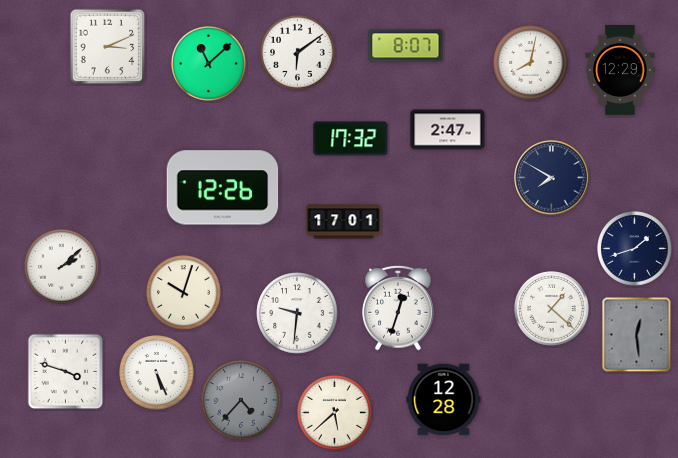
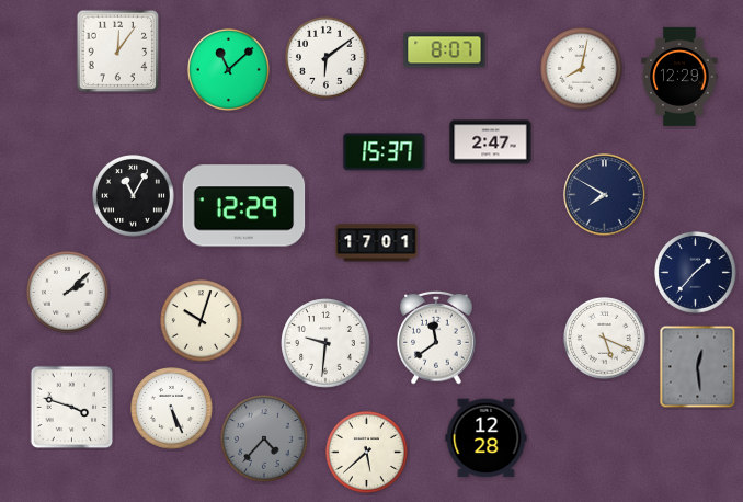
clock at (108, 47): 3:11 -> 12:06
clock at (351, 139): 17:32 -> 15:37
clock at (134, 196): none -> 11:05
clock at (223, 188): 12:26 -> 12:29
clock at (635, 249): 1:42 -> 1:37
clock at (398, 308): 12:33 -> 11:39
clock at (552, 309): 1:22 -> 5:19
